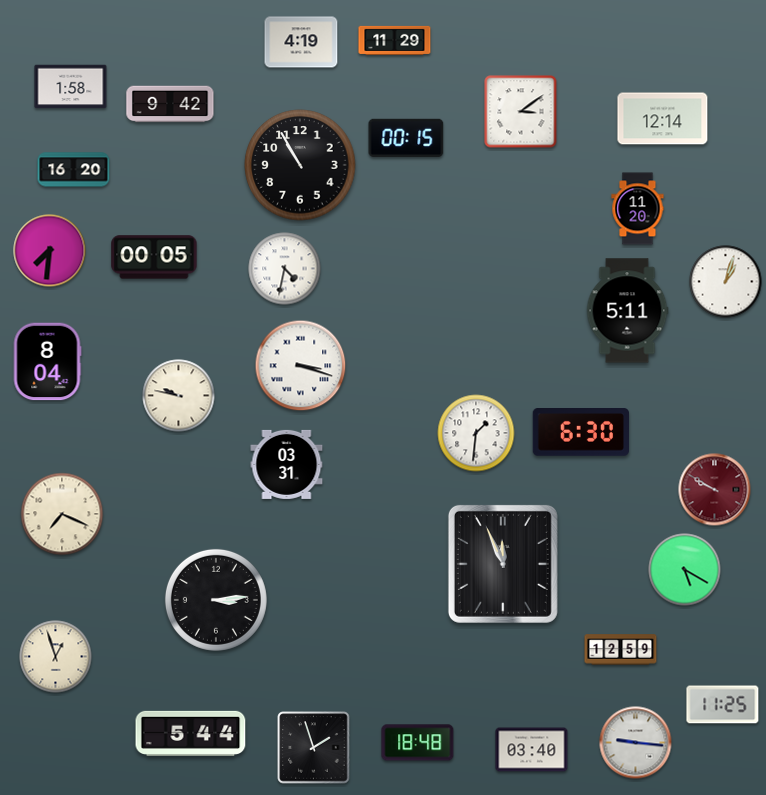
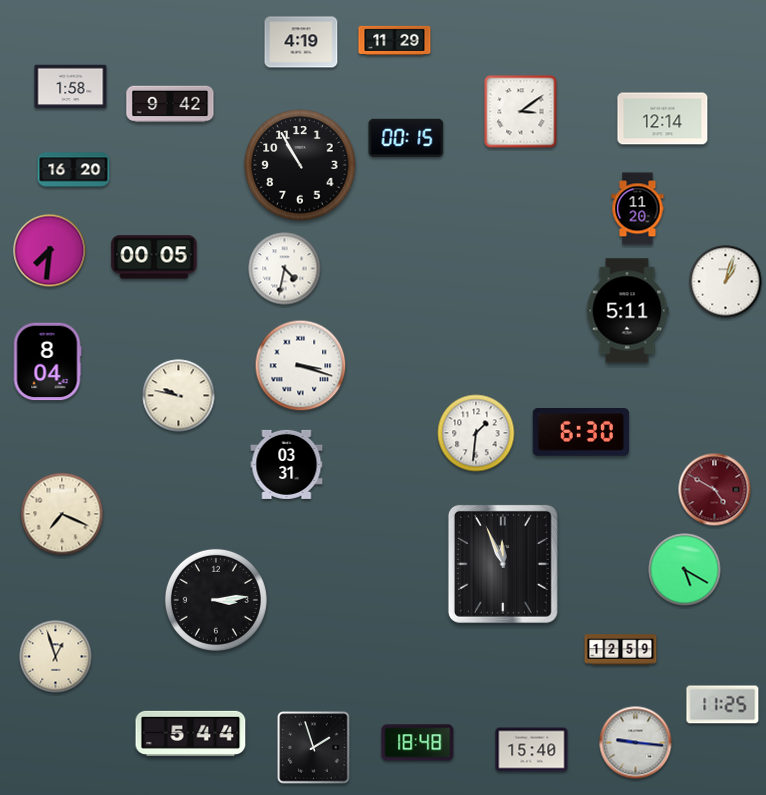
clock at (715, 490): 9:50 -> 4:50
clock at (532, 750): 03:40 -> 15:40
